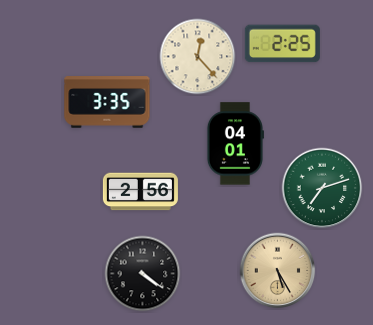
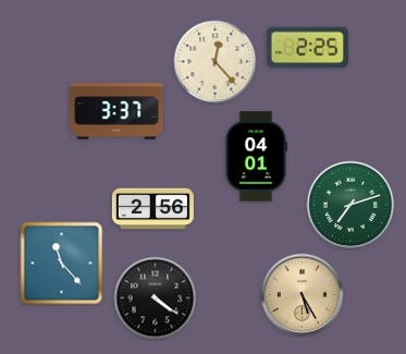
clock at (107, 102): 3:35 -> 3:37
clock at (62, 264): none -> 11:23
